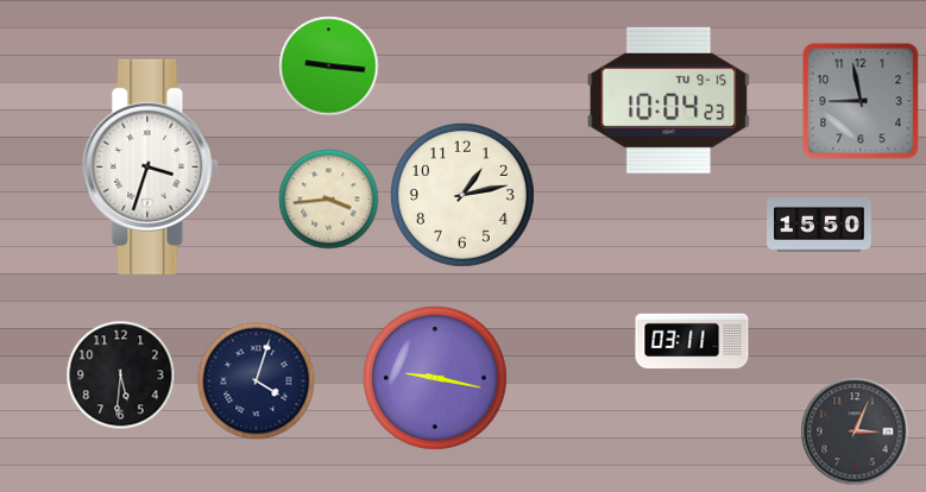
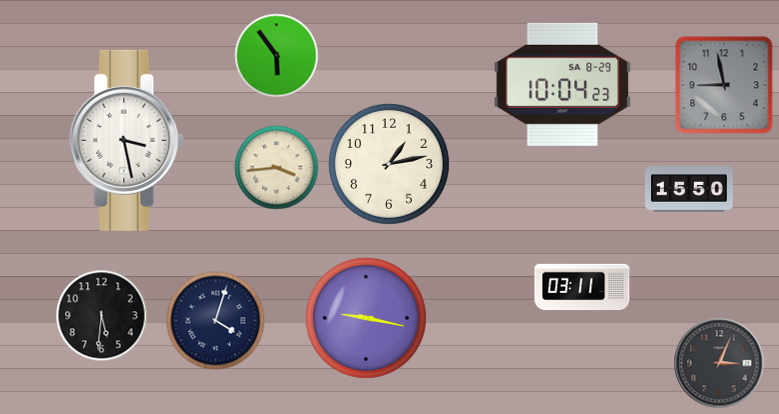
clock at (329, 67): 9:16 -> 5:54
clock at (669, 100) date: TU 9-15 -> SA 8-29
clock at (151, 166): 3:33 -> 3:28
